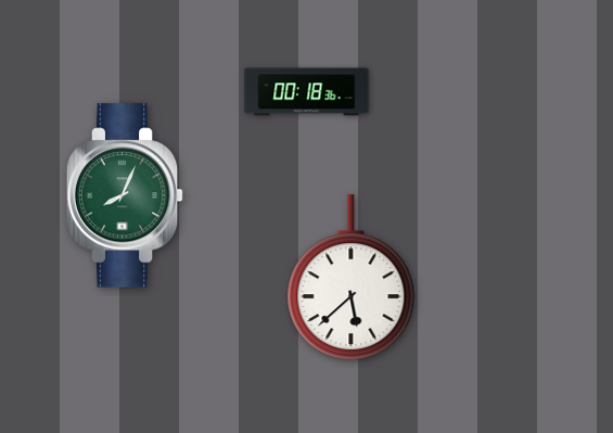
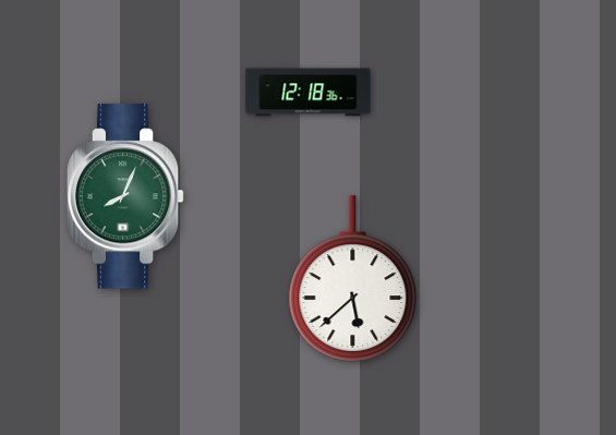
clock at (307, 92): 00:18 -> 12:18
